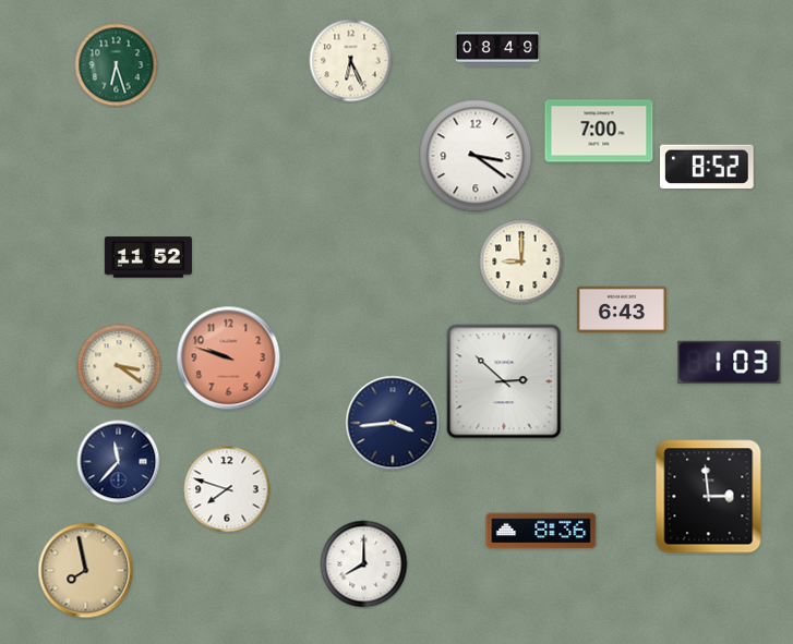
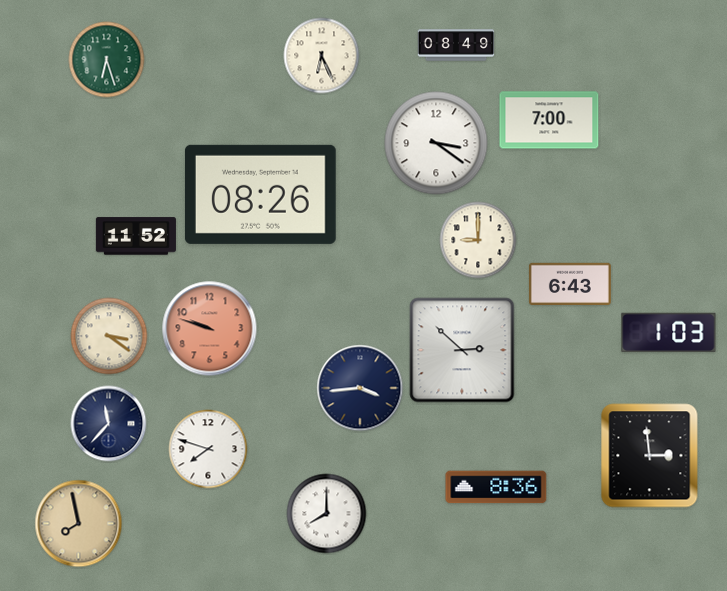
clock at (708, 167): 8:52 -> none
clock at (260, 194): none -> 08:26
clock at (364, 564) position: (364, 564) -> (327, 514)
